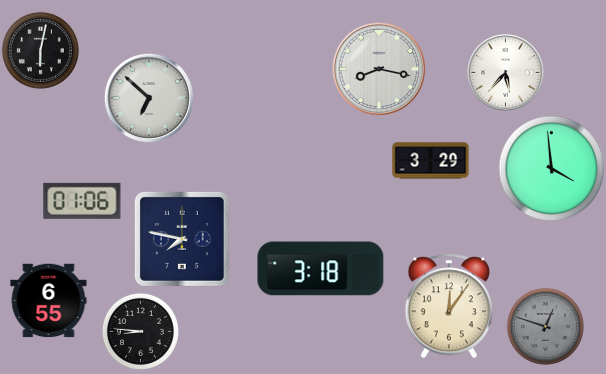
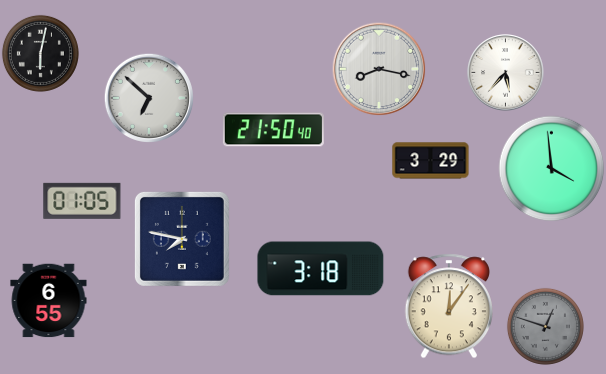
clock at (40, 50) position: (40, 50) -> (40, 53)
clock at (273, 130): none -> 21:50
clock at (82, 201): 01:06 -> 01:05
clock at (140, 331): 8:46 -> none
